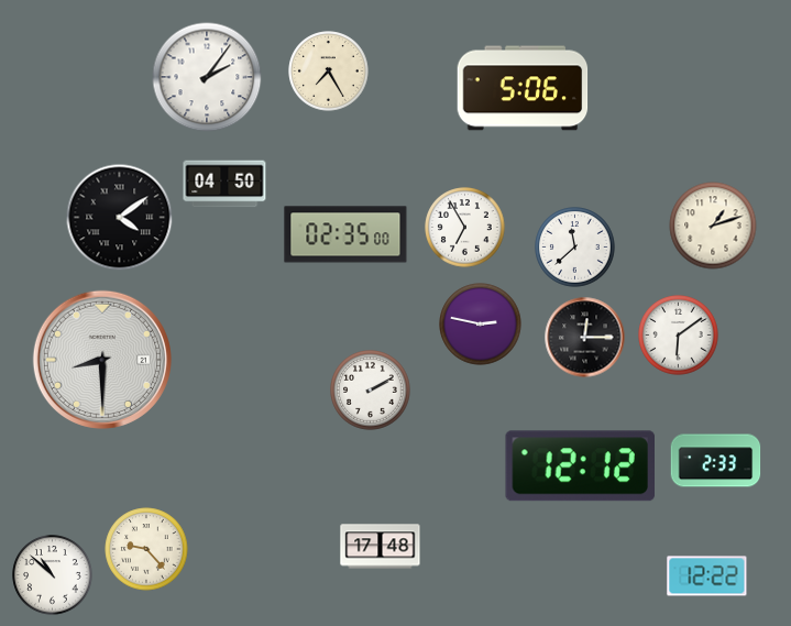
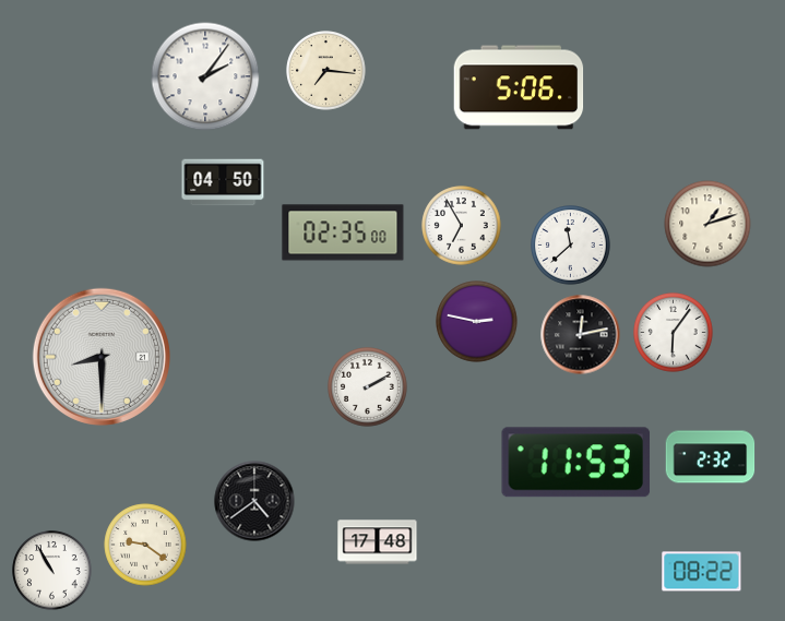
clock at (329, 72): 7:25 -> 7:16
clock at (120, 218): 4:09 -> none
clock at (679, 336): 6:09 -> 6:06
clock at (585, 338): 12:15 -> 12:13
clock at (716, 461): 2:33 -> 2:32
clock at (580, 466): 12:12 -> 11:53
clock at (254, 501): none -> 4:39
clock at (146, 549): 9:23 -> 9:21
clock at (53, 575): 10:52 -> 10:55
clock at (707, 576): 12:22 -> 08:22
